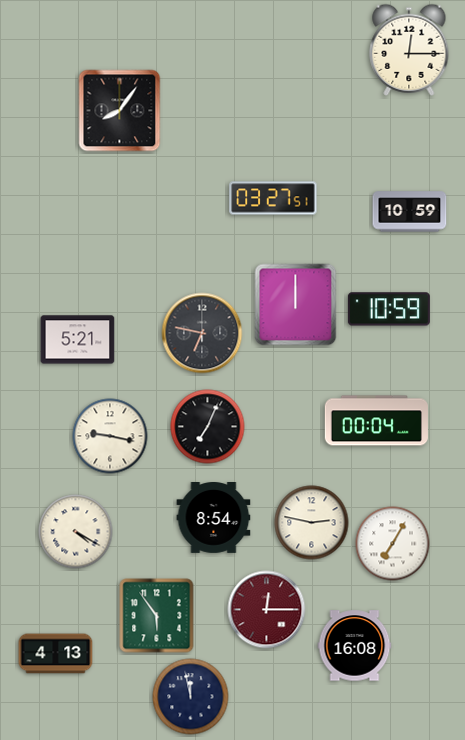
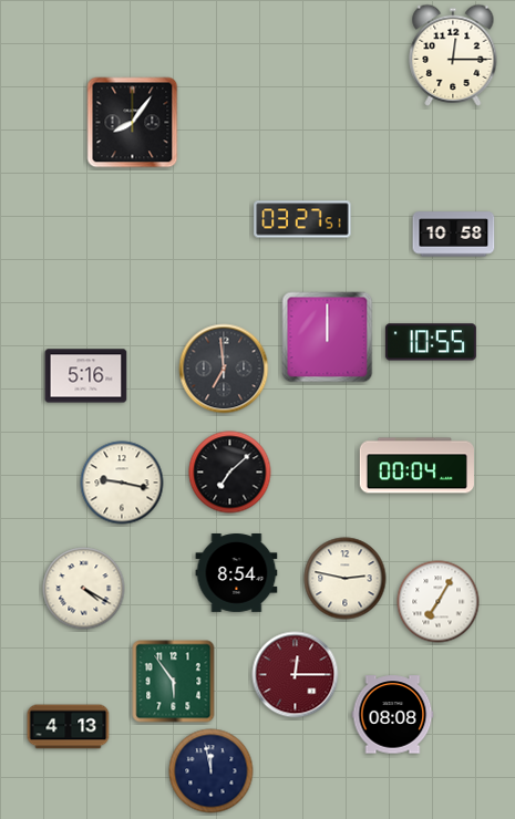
clock at (410, 212): 10:59 -> 10:58
clock at (389, 309): 10:59 -> 10:55
clock at (202, 333): 6:47 -> 6:59
clock at (78, 340): 5:21 -> 5:16
clock at (208, 427): 7:04 -> 7:08
clock at (393, 544) position: (393, 544) -> (439, 602)
clock at (355, 646): 16:08 -> 08:08
clock at (56, 654) position: (56, 654) -> (69, 727)
